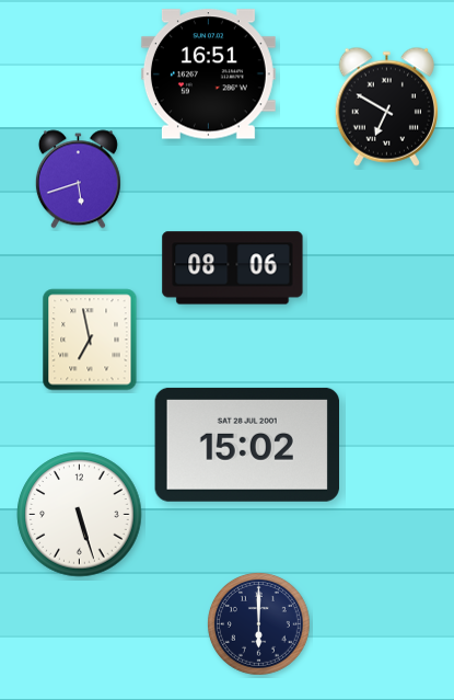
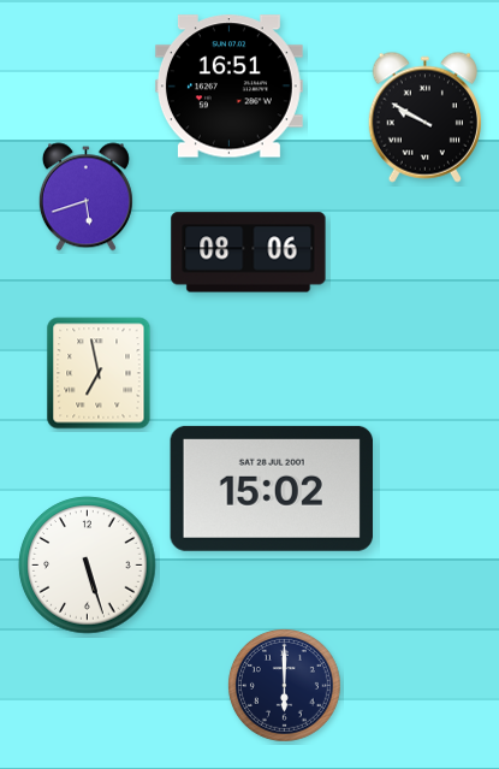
clock at (208, 74) position: (208, 74) -> (228, 87)
clock at (386, 106): 6:50 -> 9:50
clock at (233, 268) position: (233, 268) -> (249, 253)
